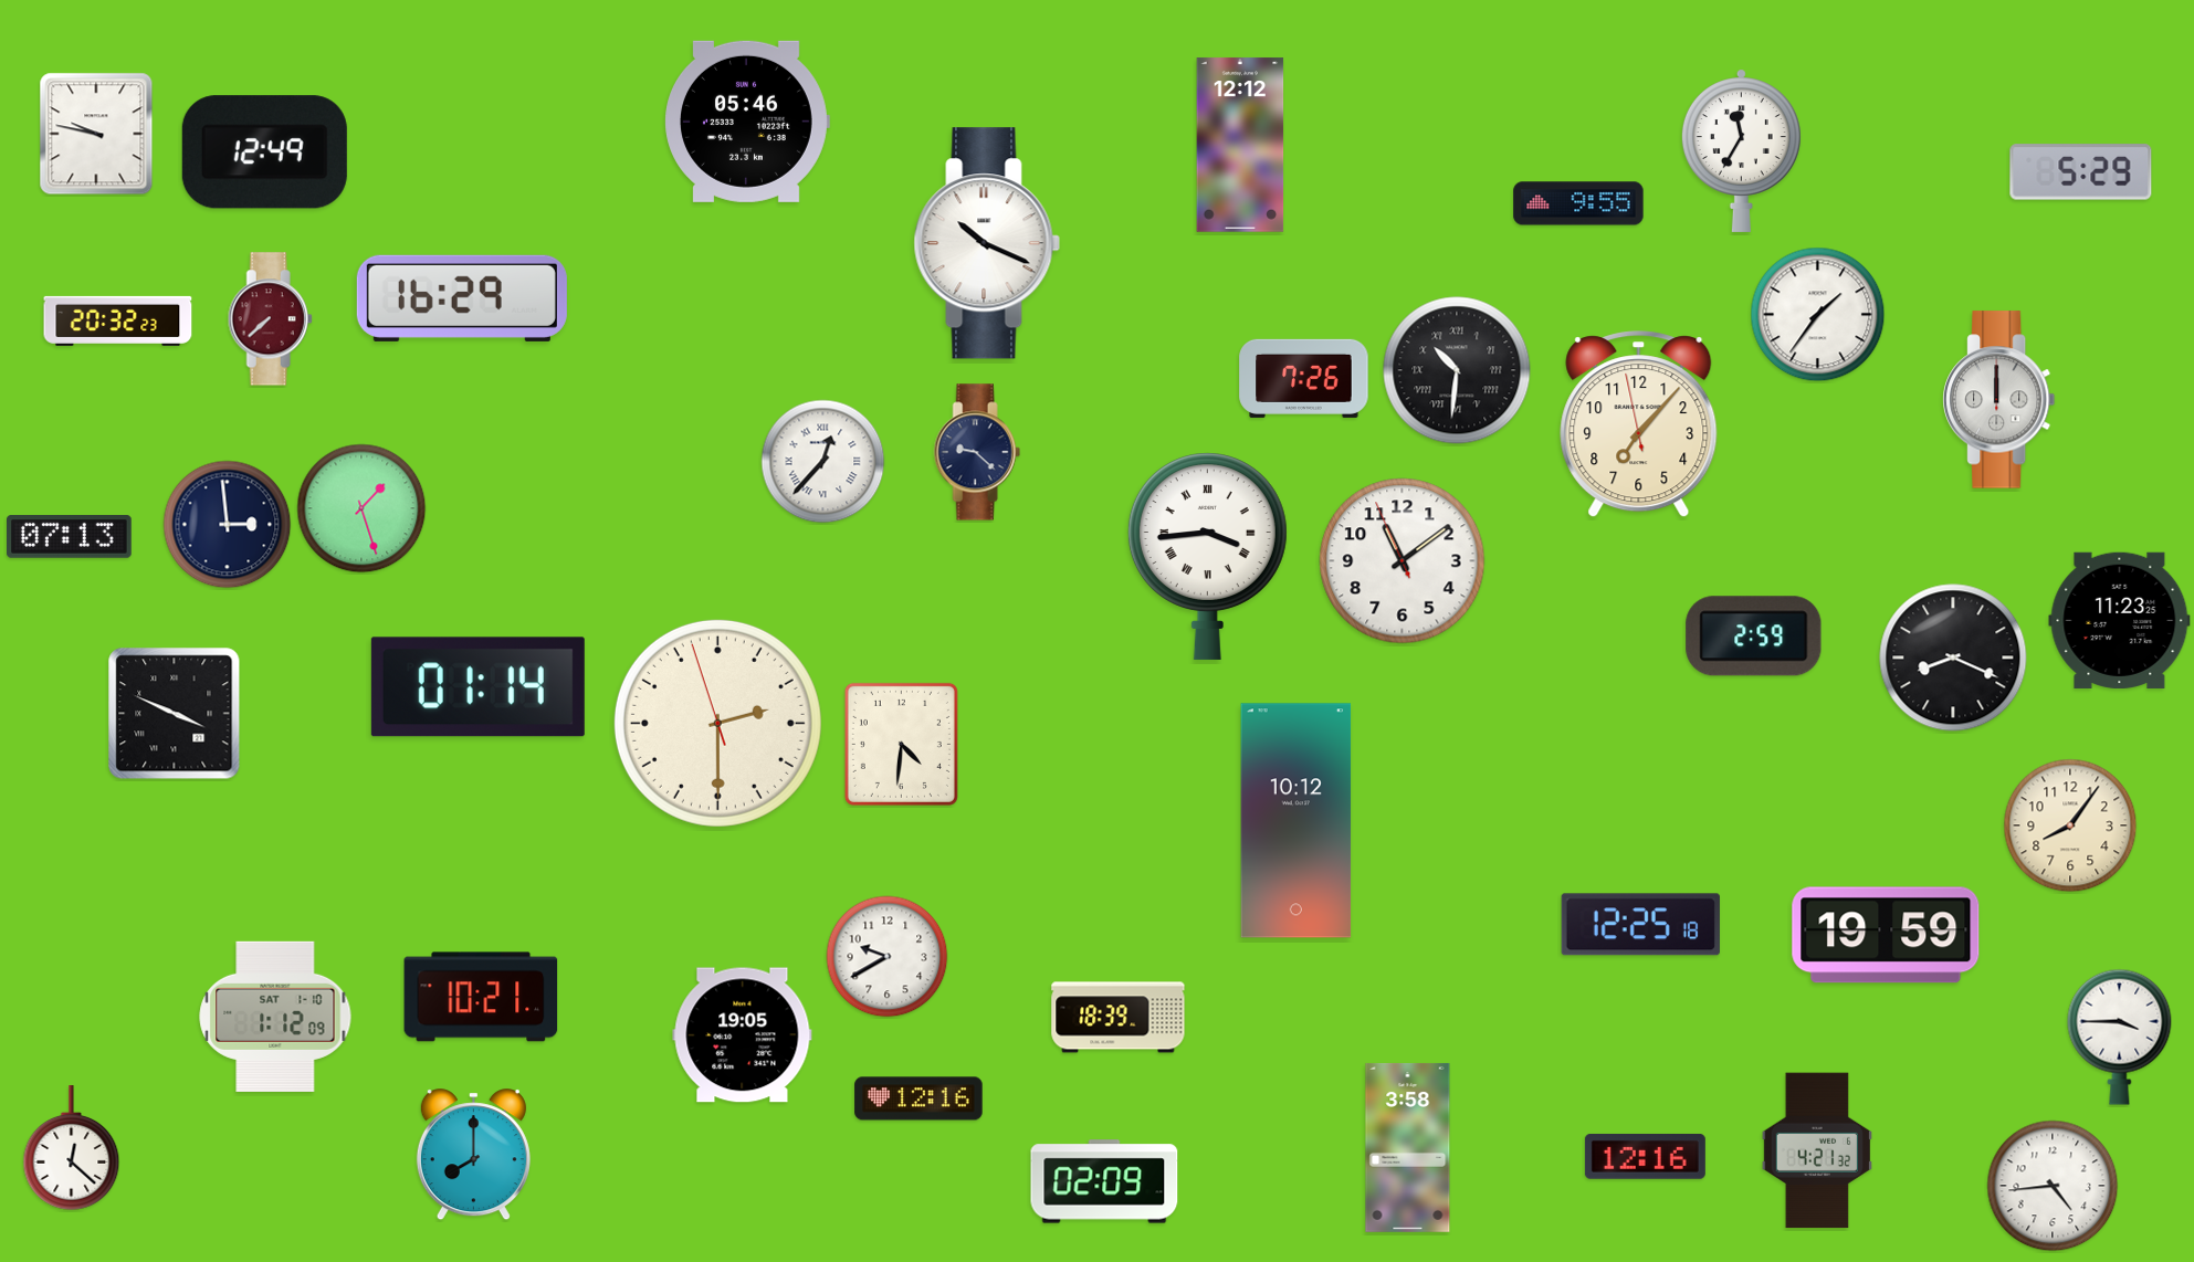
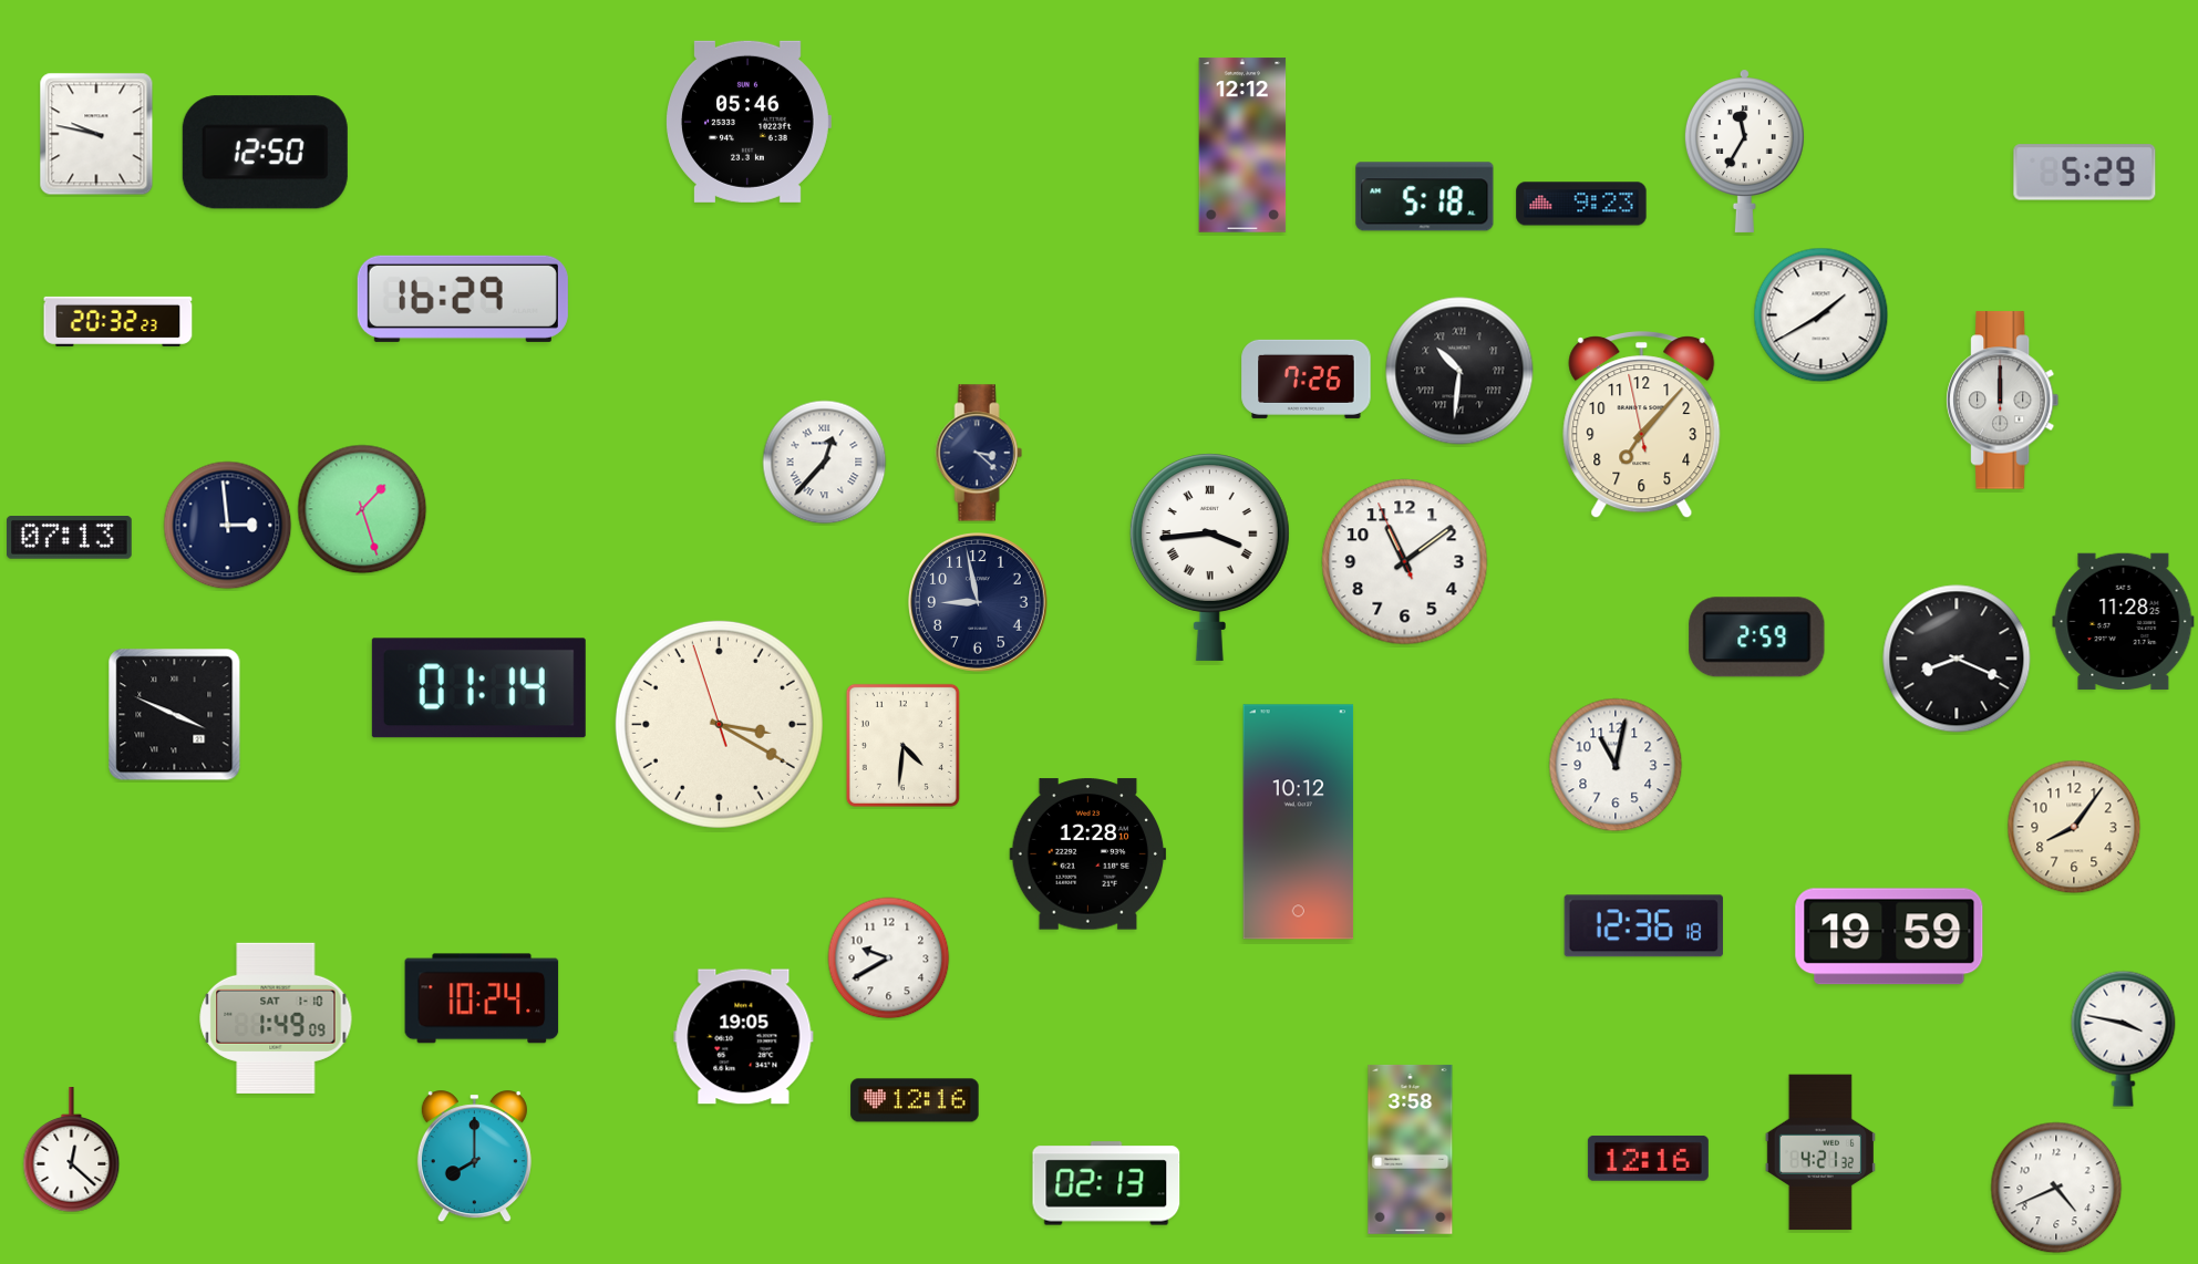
clock at (264, 153): 12:49 -> 12:50
clock at (1425, 197): none -> 5:18
clock at (1578, 203): 9:55 -> 9:23
clock at (987, 243): 10:19 -> none
clock at (1818, 315): 1:36 -> 1:40
clock at (270, 319): 7:38 -> none
clock at (977, 452): 9:22 -> 3:22
clock at (979, 603): none -> 8:58
clock at (2120, 620): 11:23 -> 11:28
clock at (717, 723): 2:29 -> 3:19
clock at (1616, 765): none -> 11:02
clock at (1088, 854): none -> 12:28
clock at (1640, 925): 12:25 -> 12:36
clock at (481, 997): 10:21 -> 10:24
clock at (275, 1017): 1:12 -> 1:49
clock at (1119, 1018): 18:39 -> none
clock at (2120, 1037): 3:45 -> 3:47
clock at (918, 1098) position: (918, 1098) -> (915, 1100)
clock at (1104, 1181): 02:09 -> 02:13
clock at (2053, 1186): 4:44 -> 4:41
